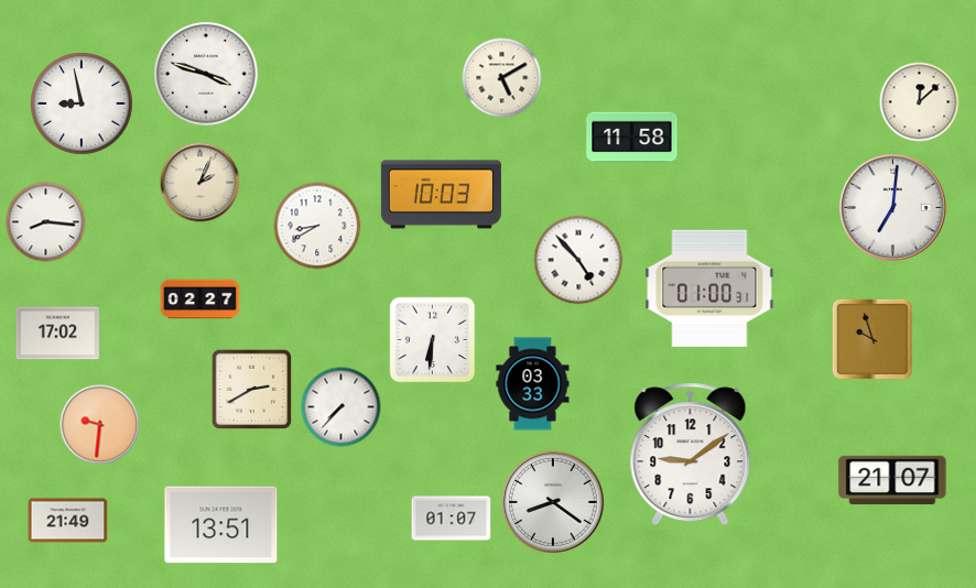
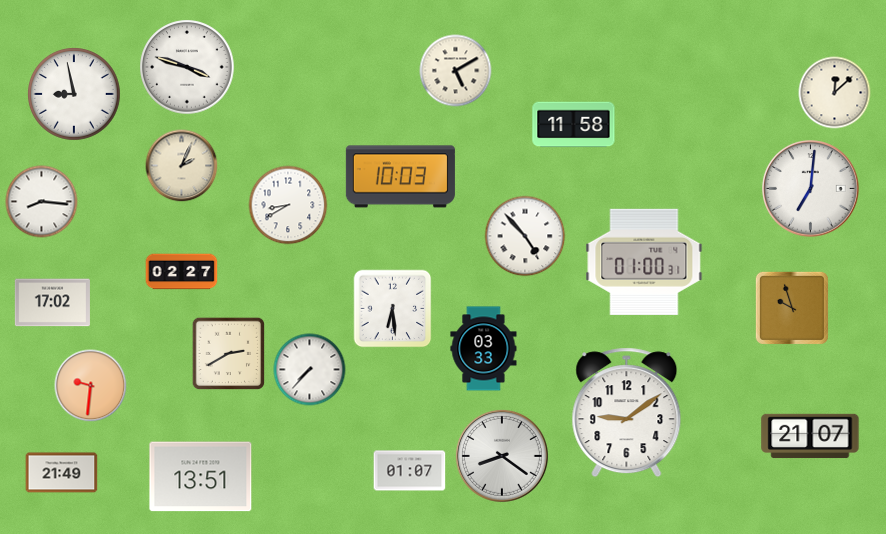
clock at (433, 340): 6:31 -> 6:29
